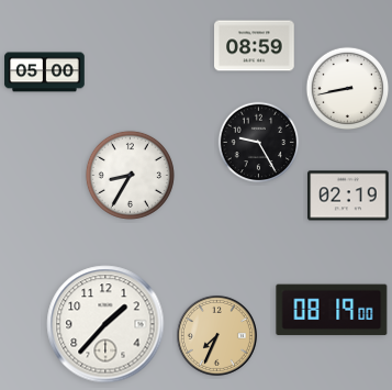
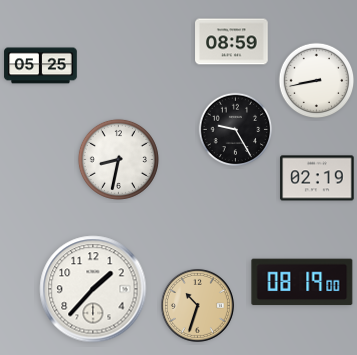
clock at (45, 73): 05:00 -> 05:25
clock at (130, 175): 8:35 -> 8:32
clock at (105, 324) position: (105, 324) -> (93, 289)
clock at (216, 335): 7:34 -> 10:33
